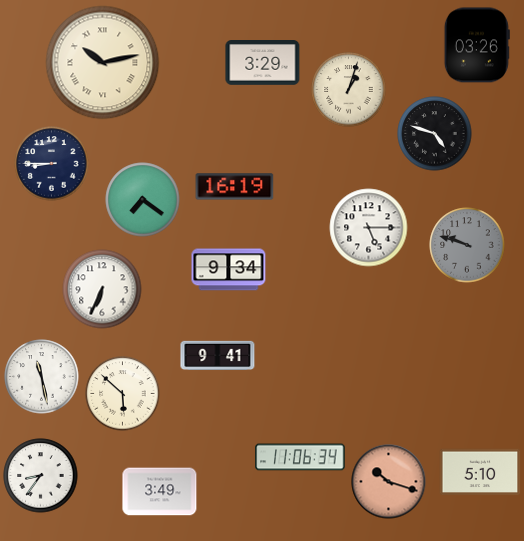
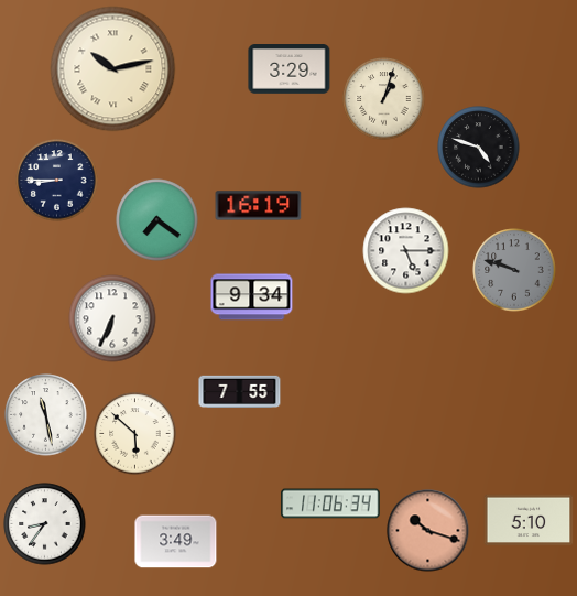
clock at (477, 45): 03:26 -> none
clock at (218, 355): 9:41 -> 7:55
